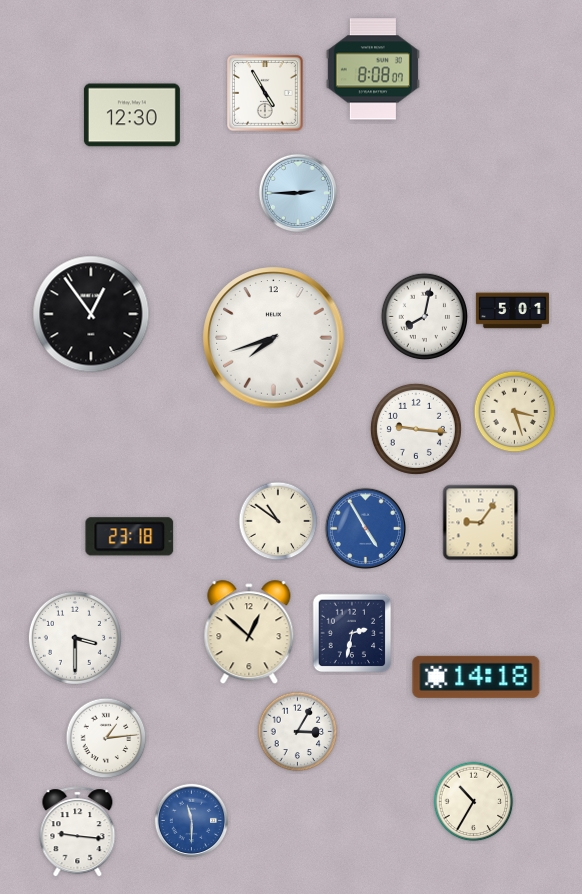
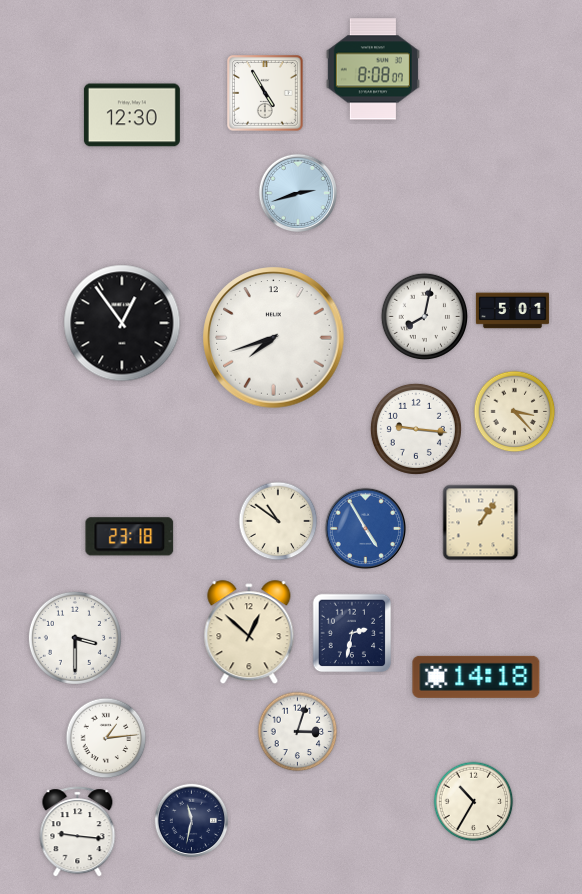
clock at (297, 192): 2:45 -> 2:42
clock at (91, 314) position: (91, 314) -> (122, 323)
clock at (515, 412): 3:27 -> 3:23
clock at (481, 523): 9:06 -> 1:06
clock at (298, 732): 3:05 -> 3:03
clock at (192, 821): 11:30 -> 11:32
clock at (192, 821) dial: blue -> navy
